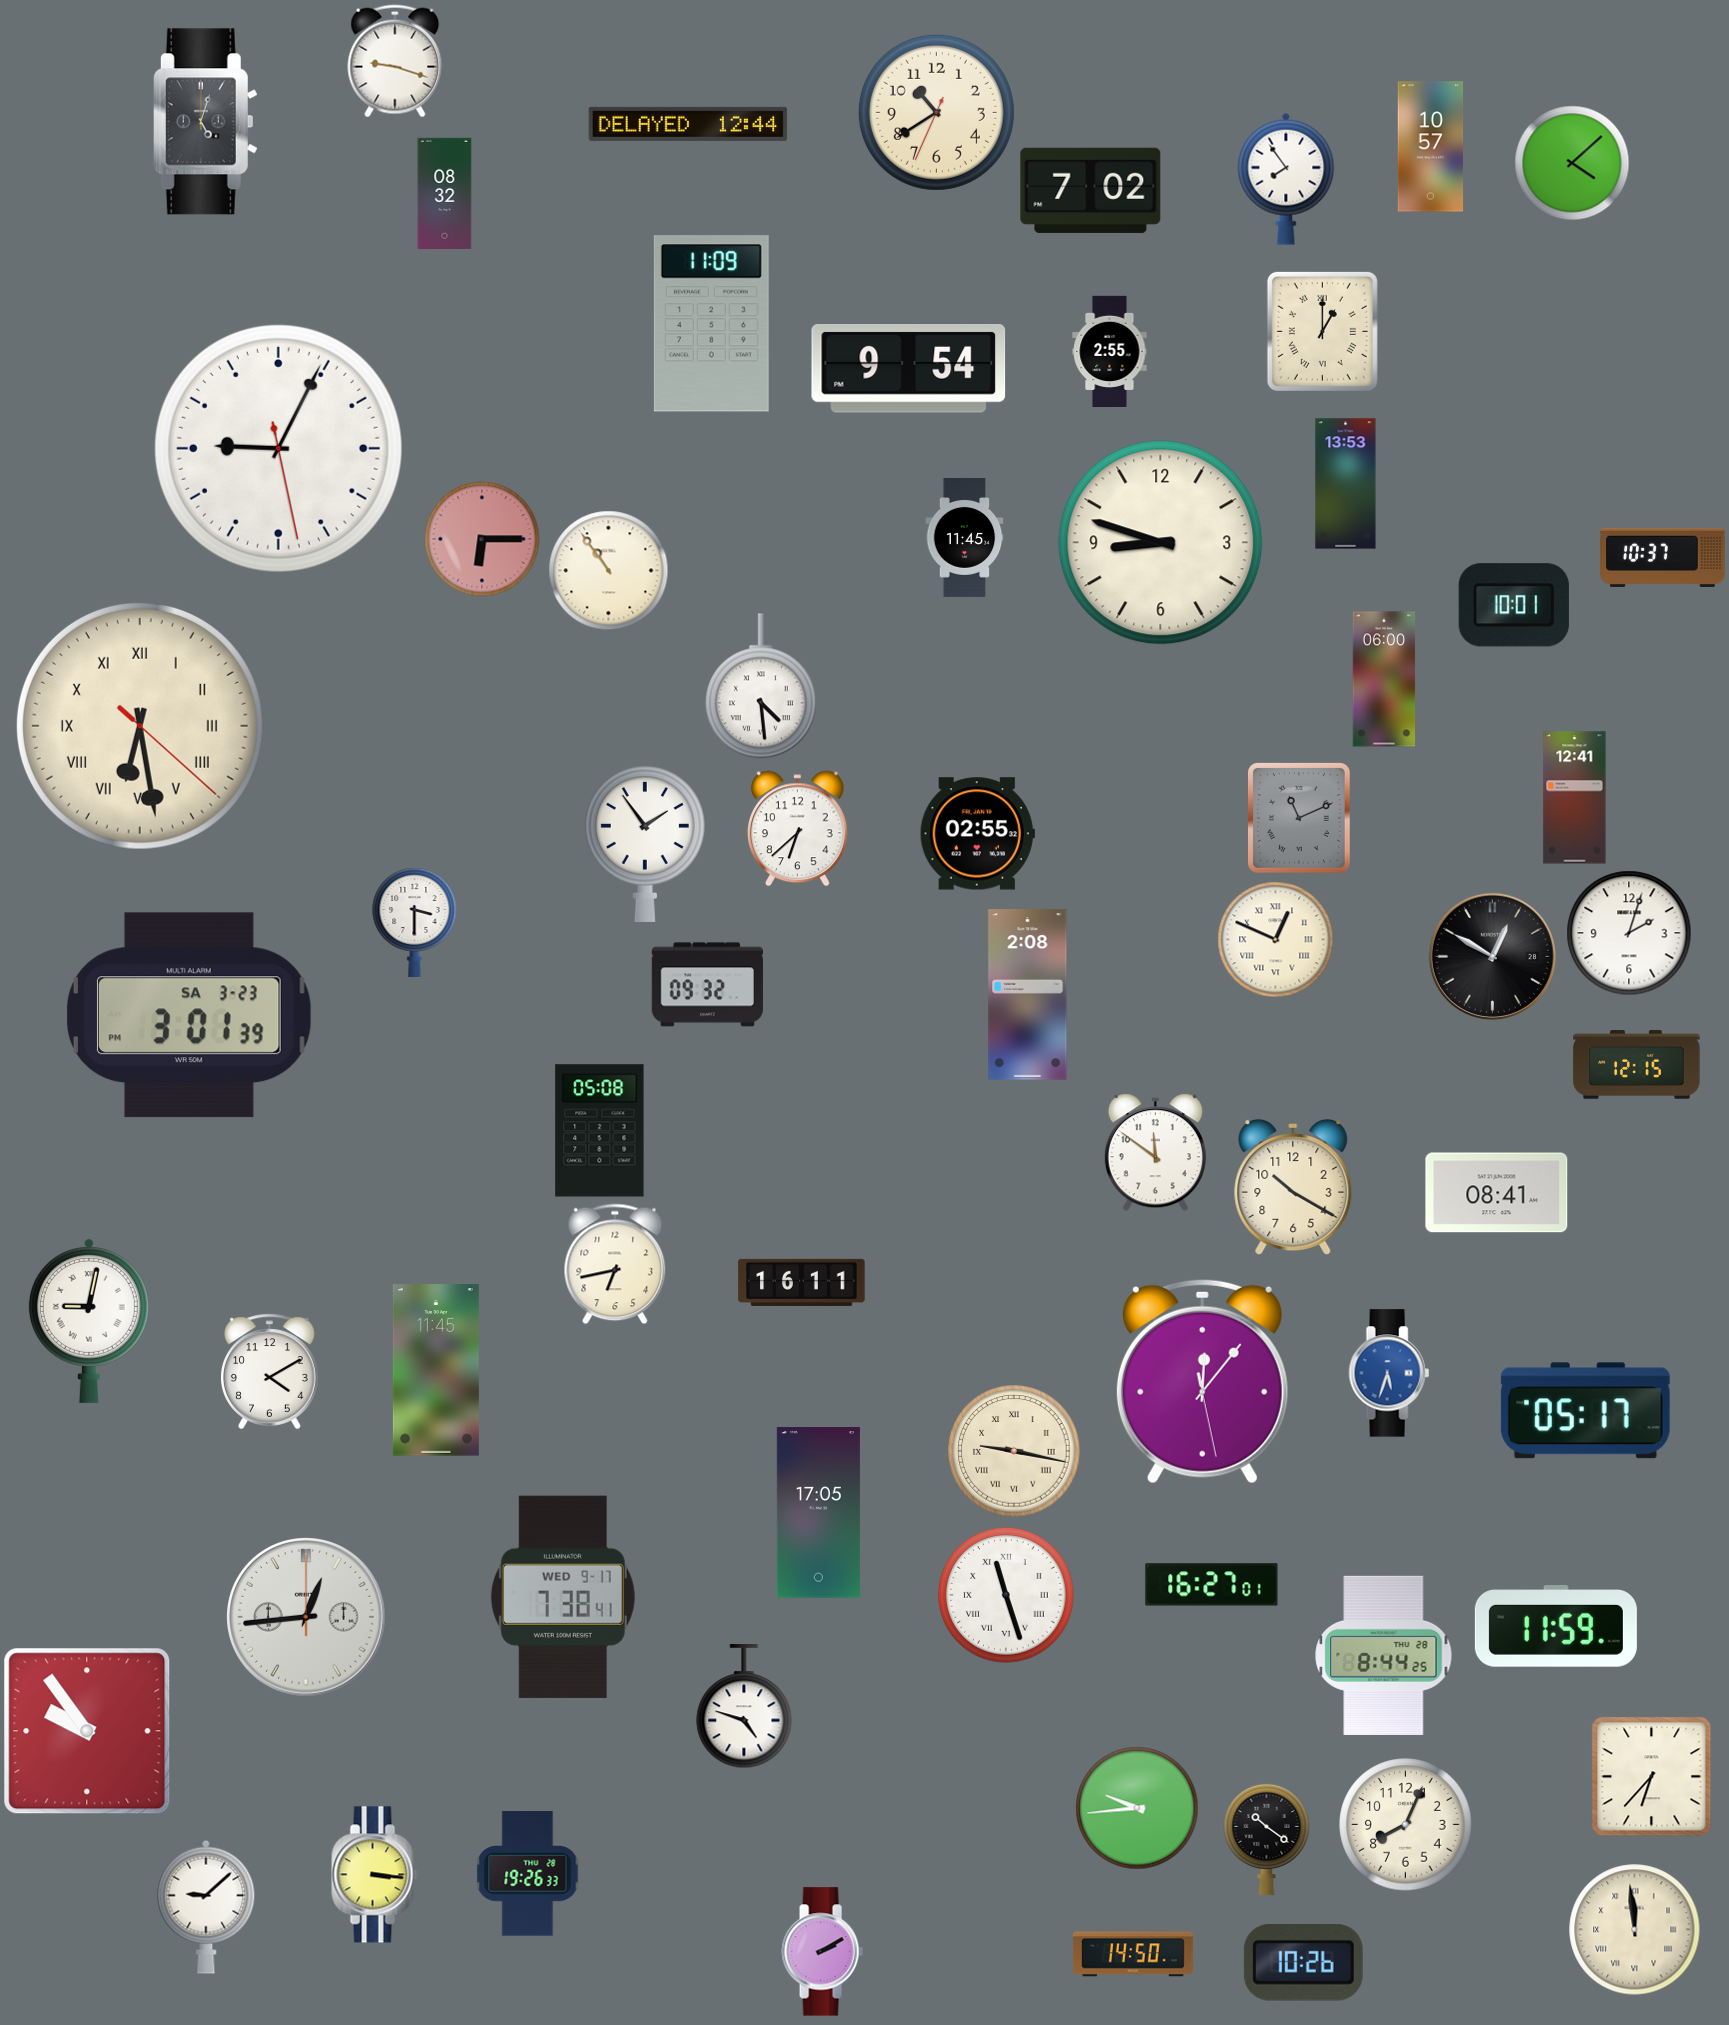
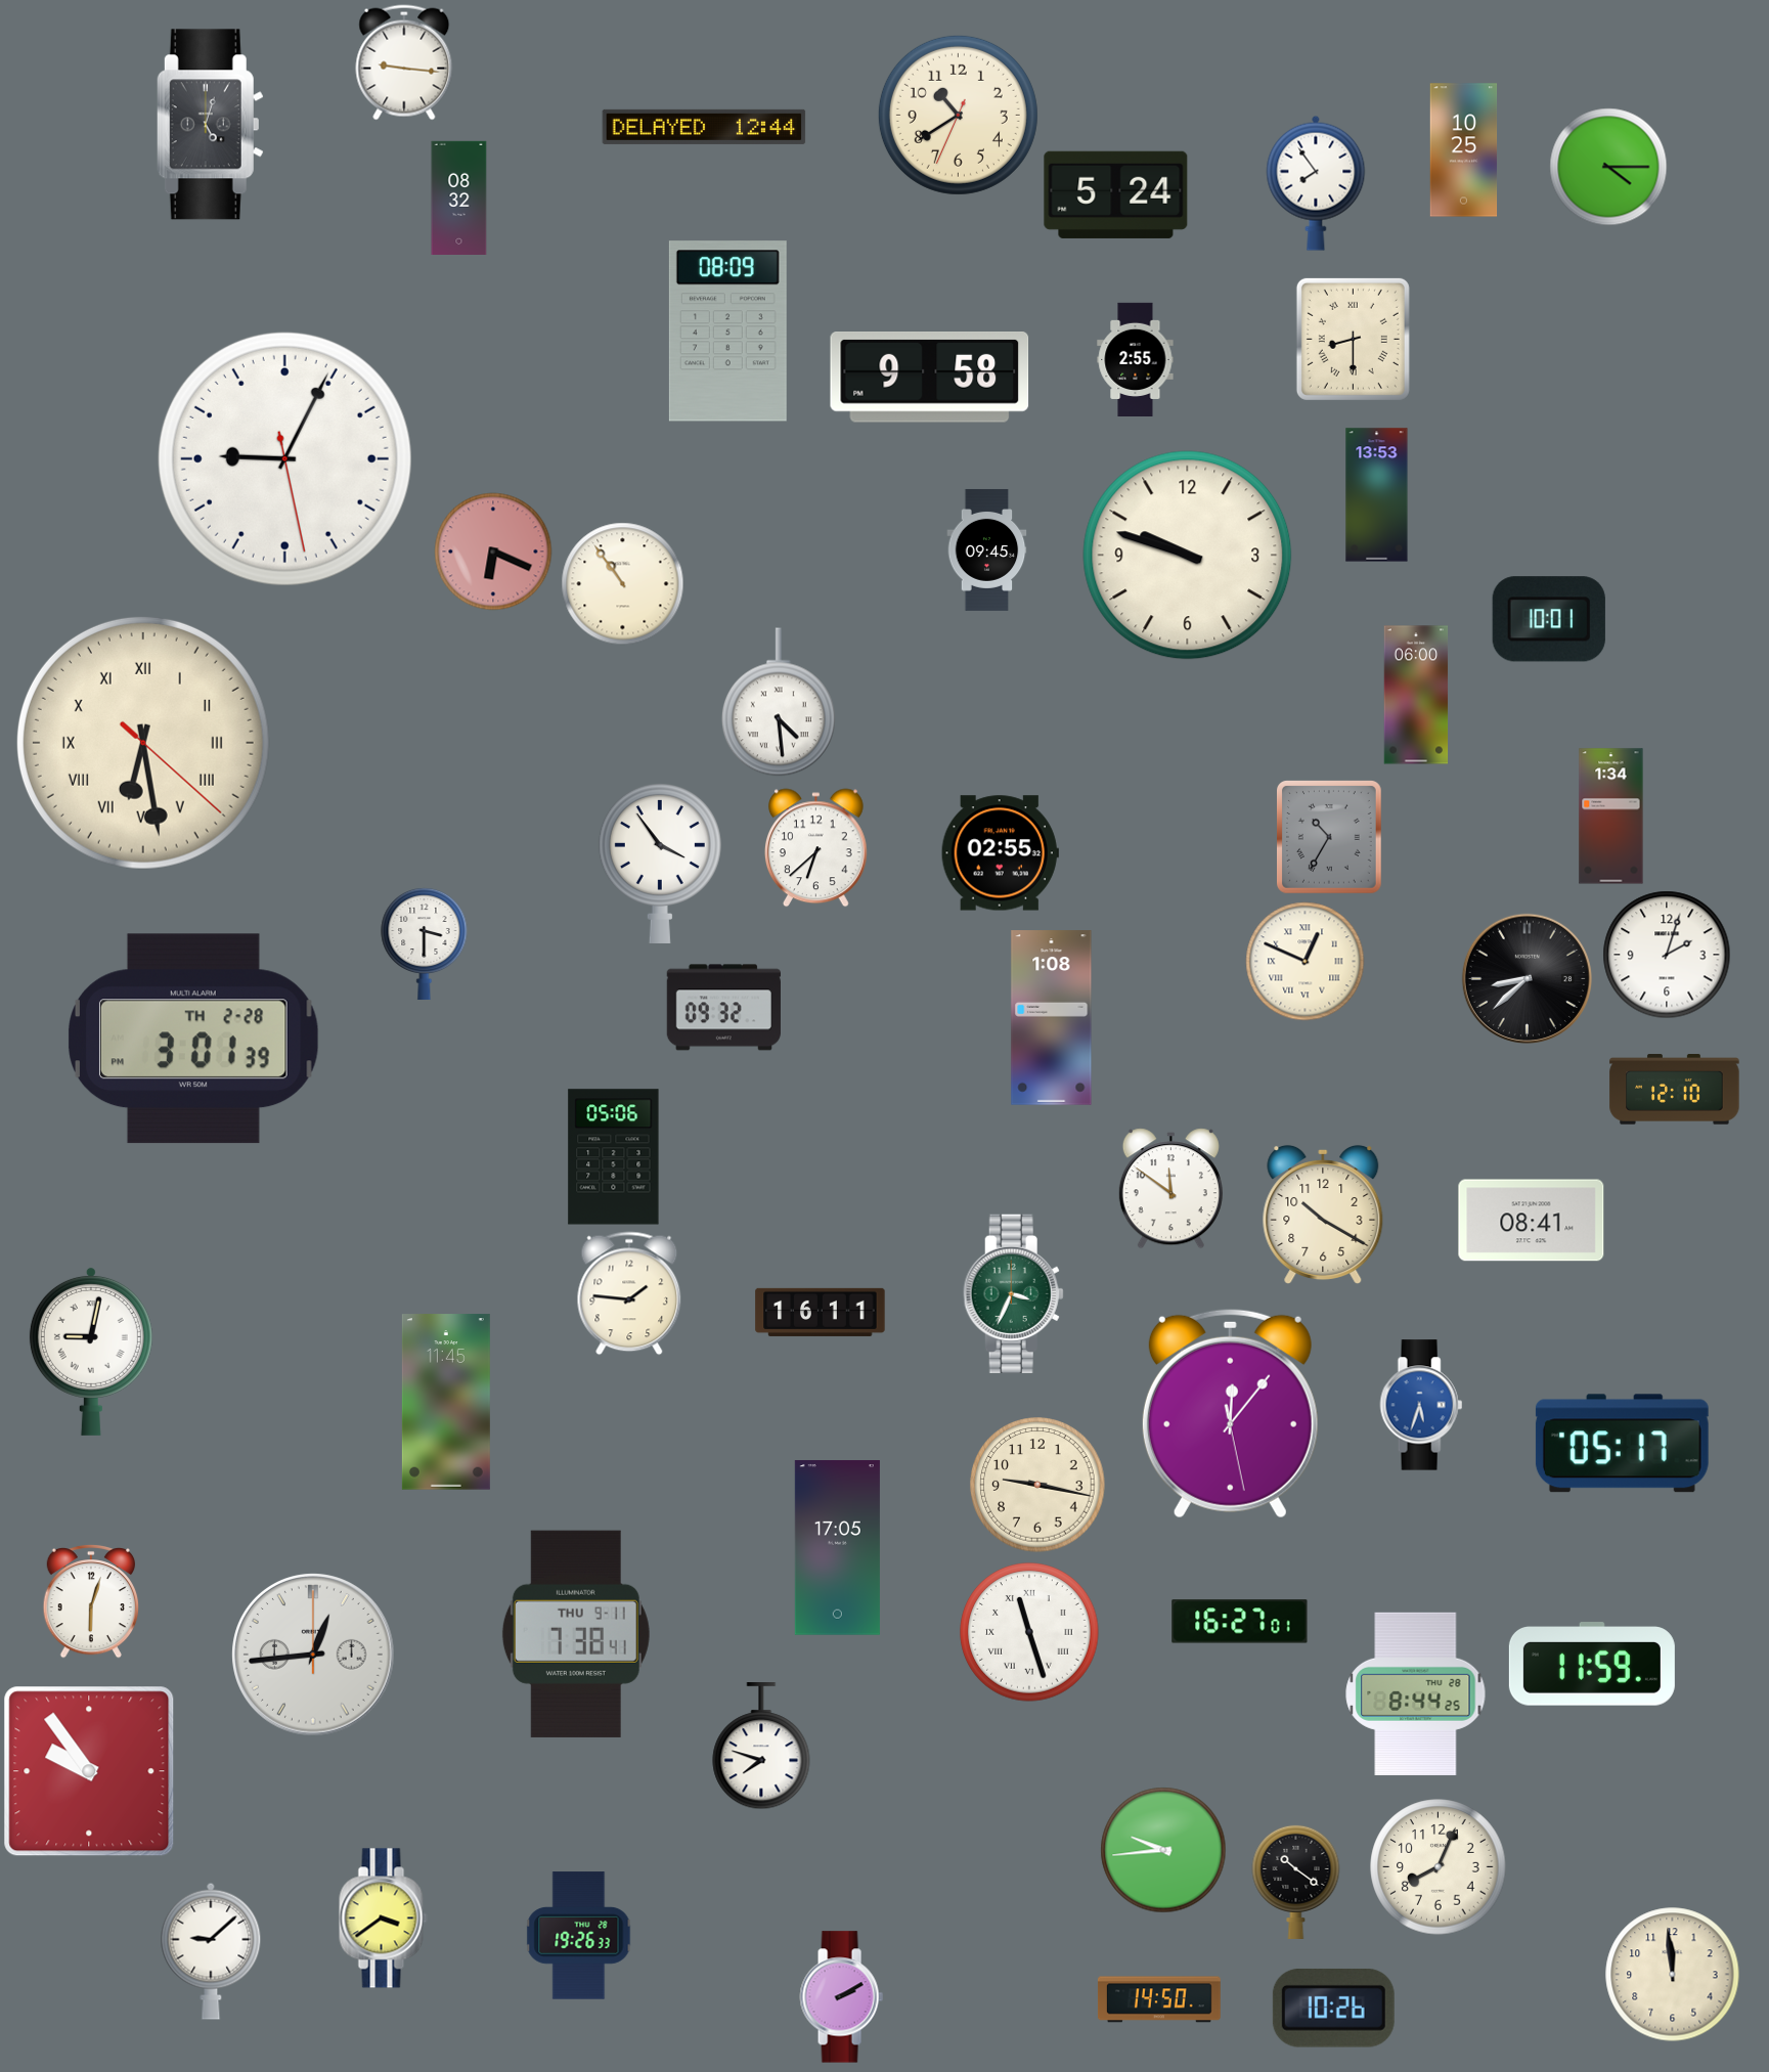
clock at (395, 61): 9:18 -> 9:16
clock at (1431, 147): 10:57 -> 10:25
clock at (1572, 163): 4:08 -> 4:15
clock at (1091, 190): 7:02 -> 5:24
clock at (445, 193) position: (445, 193) -> (459, 197)
clock at (711, 324): 11:09 -> 08:09
clock at (1322, 331): 1:00 -> 8:30
clock at (909, 369): 9:54 -> 9:58
clock at (965, 538): 11:45 -> 09:45
clock at (482, 539): 6:15 -> 6:19
clock at (1161, 543): 8:48 -> 9:48
clock at (1663, 557): 10:37 -> none
clock at (1575, 798): 12:41 -> 1:34
clock at (1300, 819): 11:11 -> 10:35
clock at (645, 843): 1:54 -> 3:54
clock at (1492, 956): 12:50 -> 8:38
clock at (1028, 995): 2:08 -> 1:08
clock at (189, 1015) date: SA 3-23 -> TH 2-28
clock at (1637, 1065): 12:15 -> 12:10
clock at (600, 1131): 05:08 -> 05:06
clock at (1155, 1153) position: (1155, 1153) -> (1170, 1189)
clock at (615, 1264): 6:43 -> 1:46
clock at (1013, 1293): none -> 3:34
clock at (270, 1372): 4:10 -> none
clock at (1014, 1451) numerals: Roman -> Arabic
clock at (90, 1601): none -> 6:03
clock at (563, 1597) date: WED 9-17 -> THU 9-11
clock at (744, 1707): 4:48 -> 7:48
clock at (1652, 1777): 6:37 -> none
clock at (528, 1874) position: (528, 1874) -> (579, 1936)
clock at (375, 1875): 3:16 -> 3:39
clock at (1635, 1930) numerals: Roman -> Arabic
